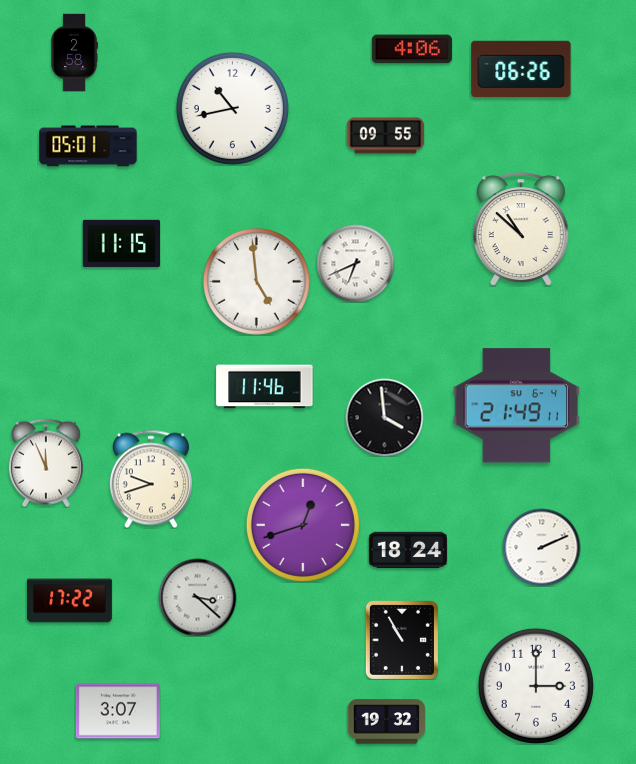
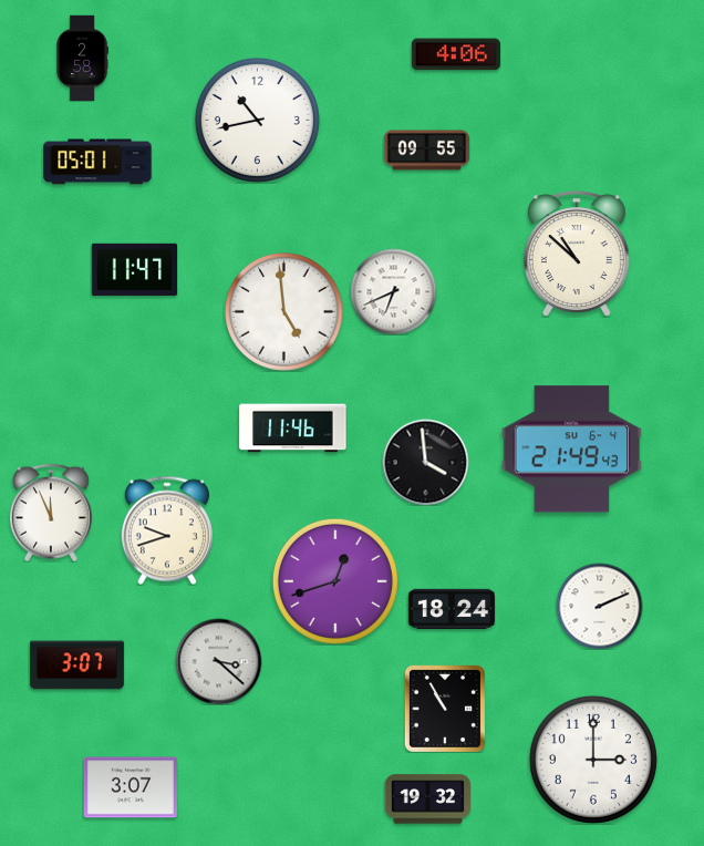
clock at (521, 68): 06:26 -> none
clock at (121, 243): 11:15 -> 11:47
clock at (517, 406): 21:49:11 -> 21:49:43
clock at (69, 601): 17:22 -> 3:07
